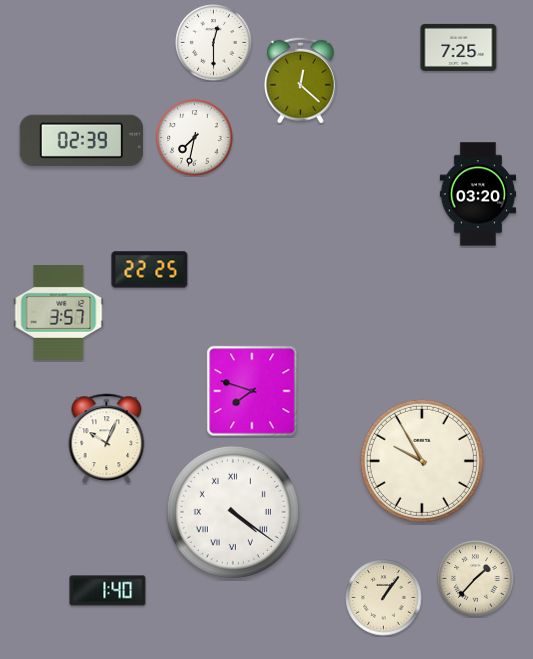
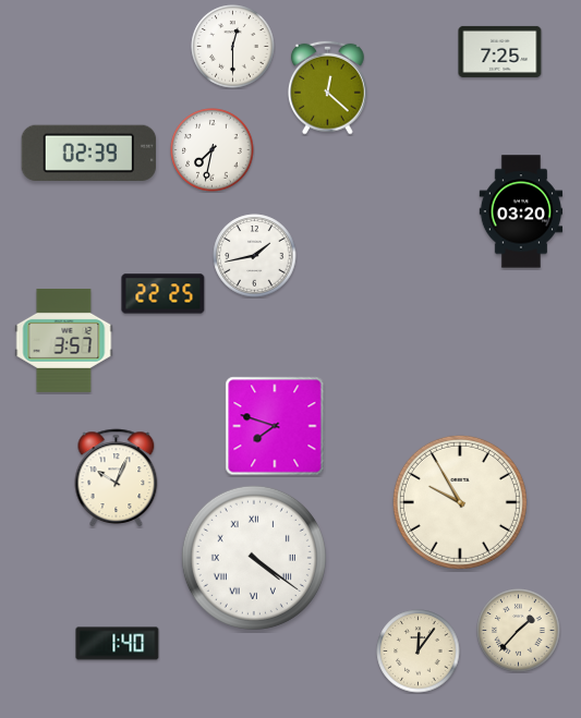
clock at (255, 256): none -> 1:43
clock at (384, 598): 1:06 -> 12:06
